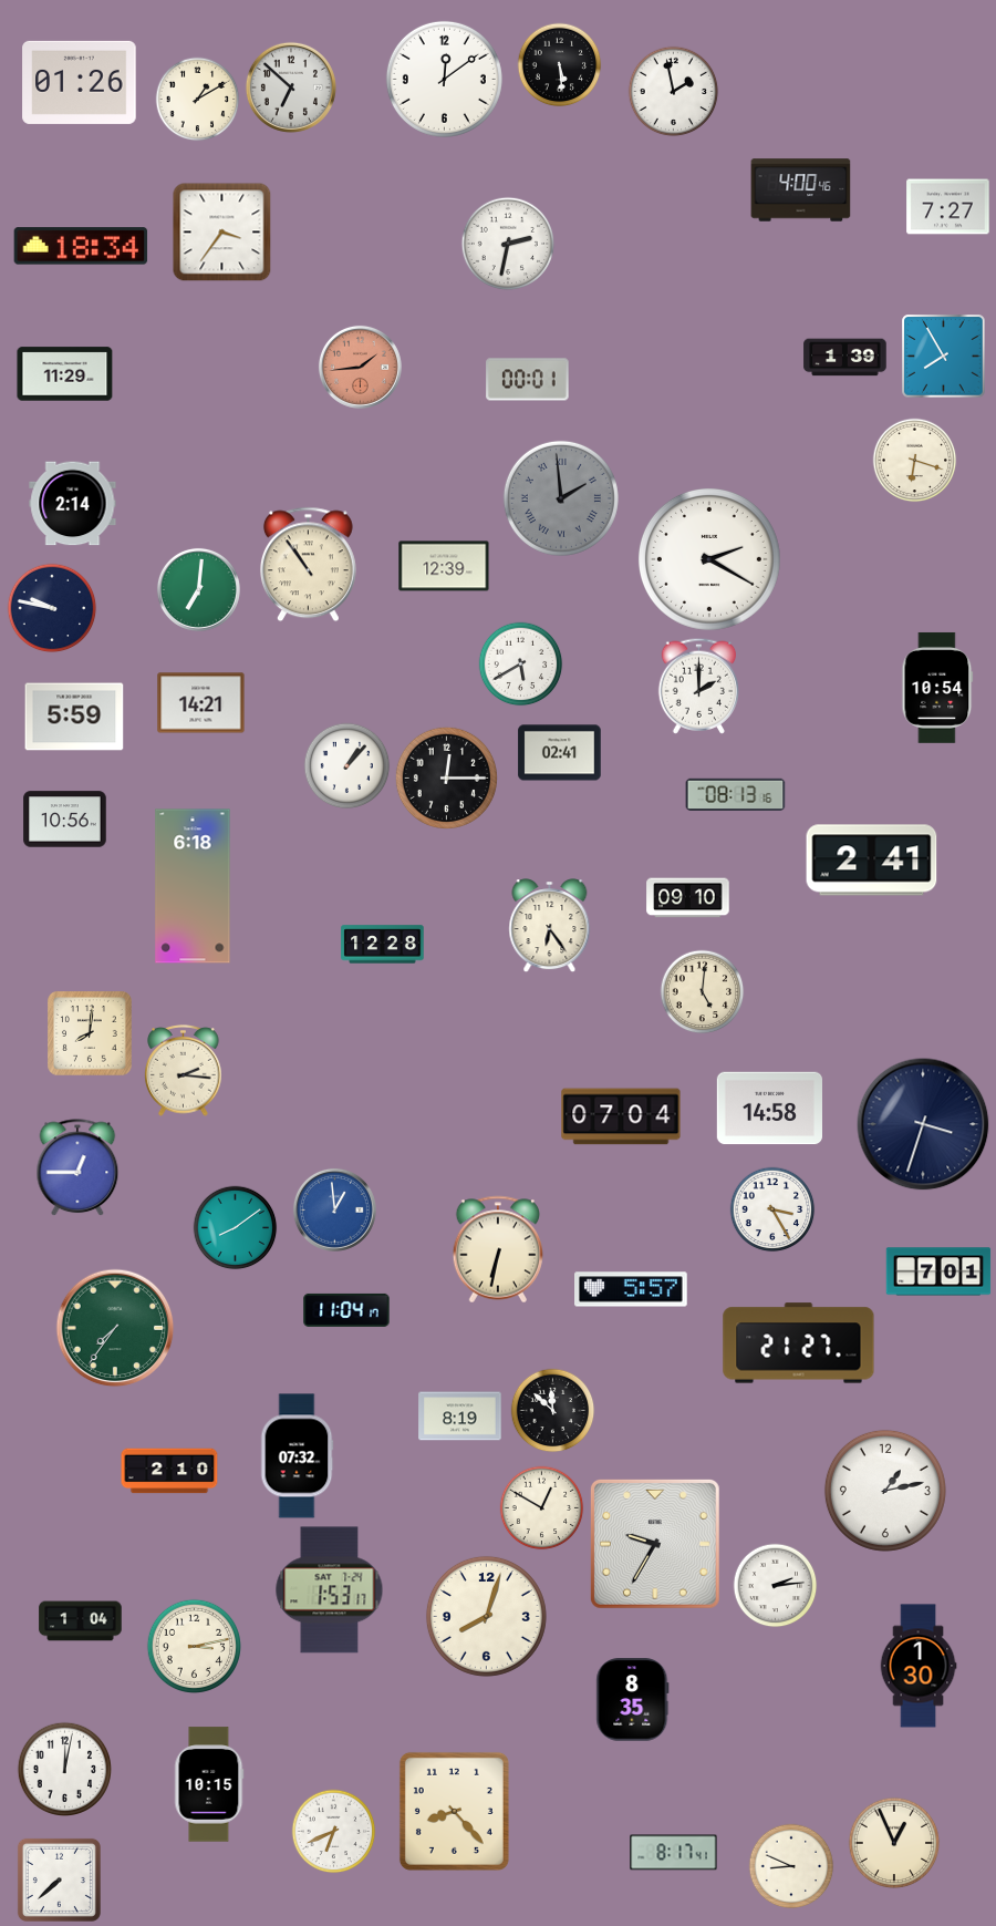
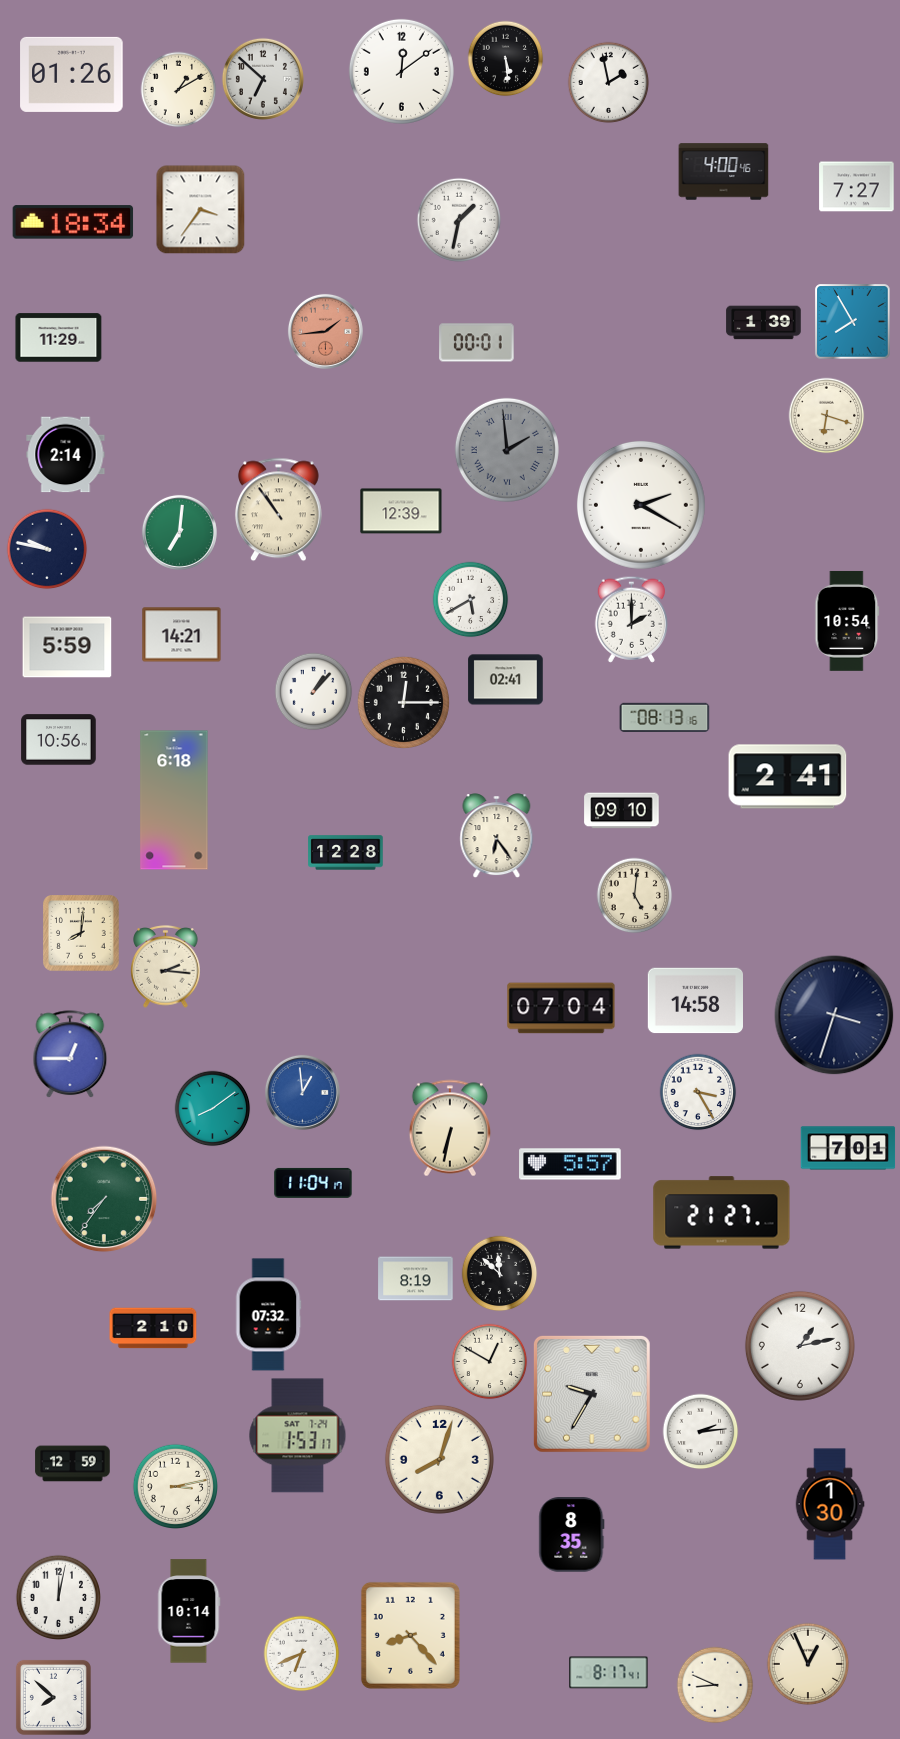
clock at (508, 244): 2:32 -> 1:32
clock at (81, 1621): 1:04 -> 12:59
clock at (209, 1784): 10:15 -> 10:14
clock at (59, 1879): 7:38 -> 7:52
